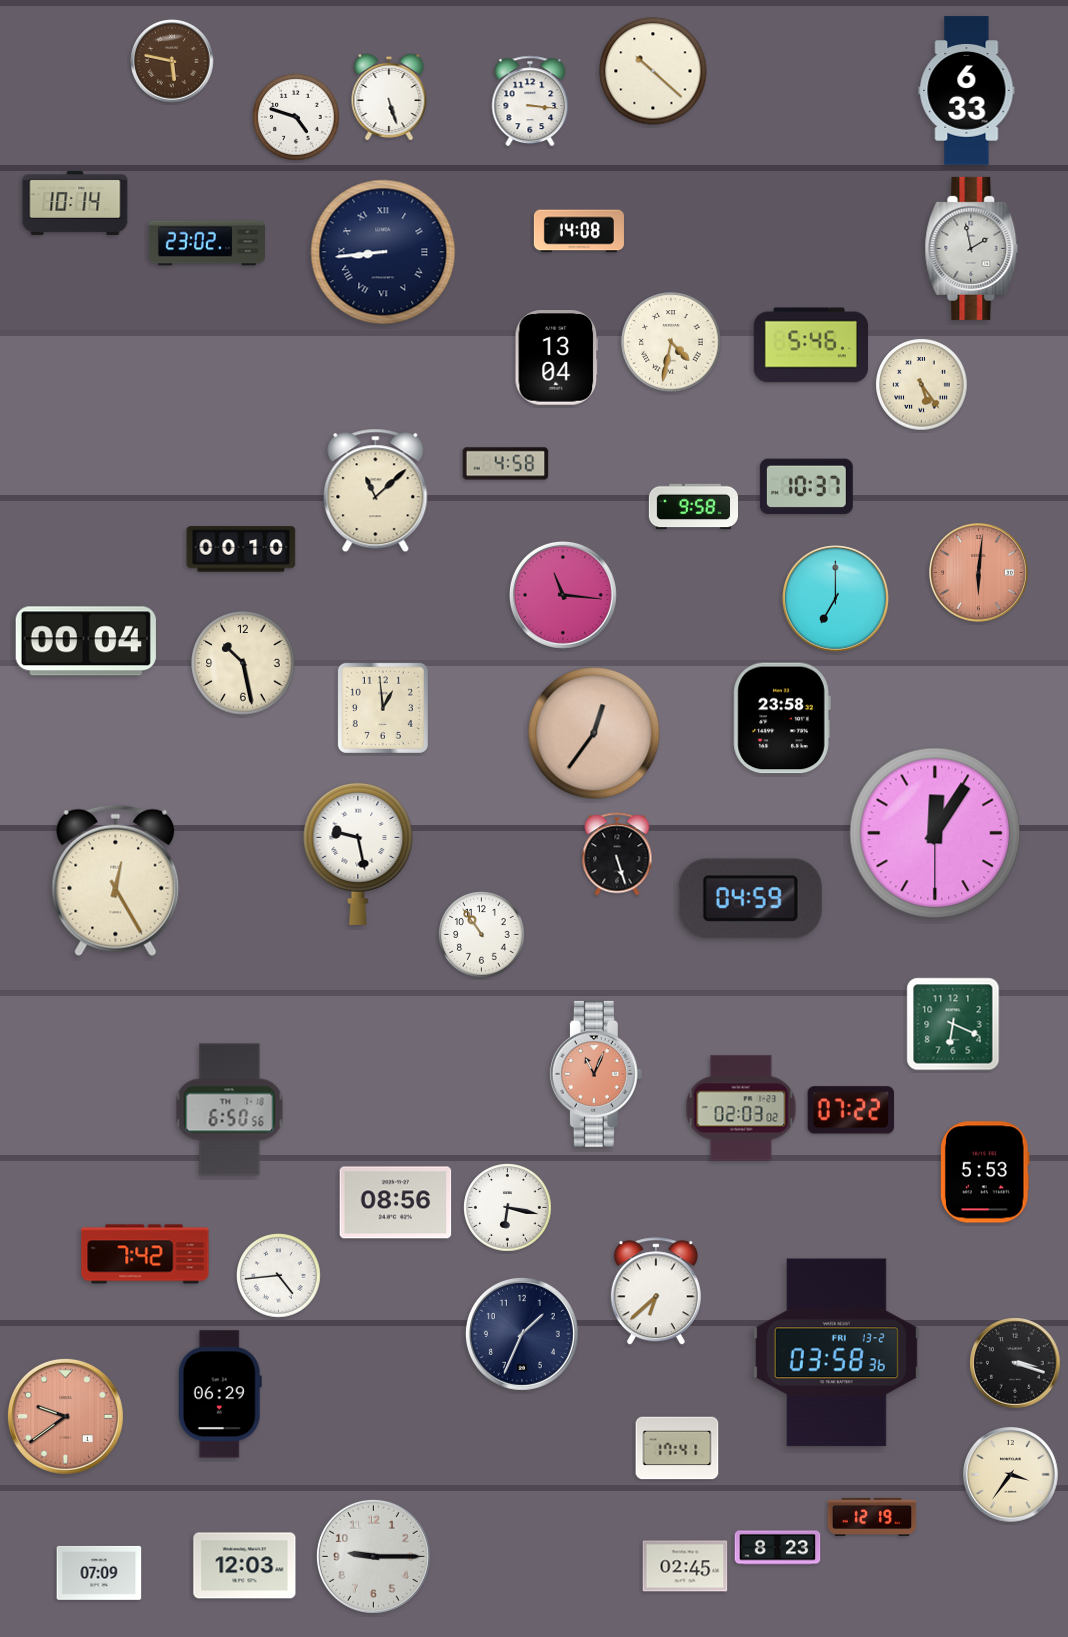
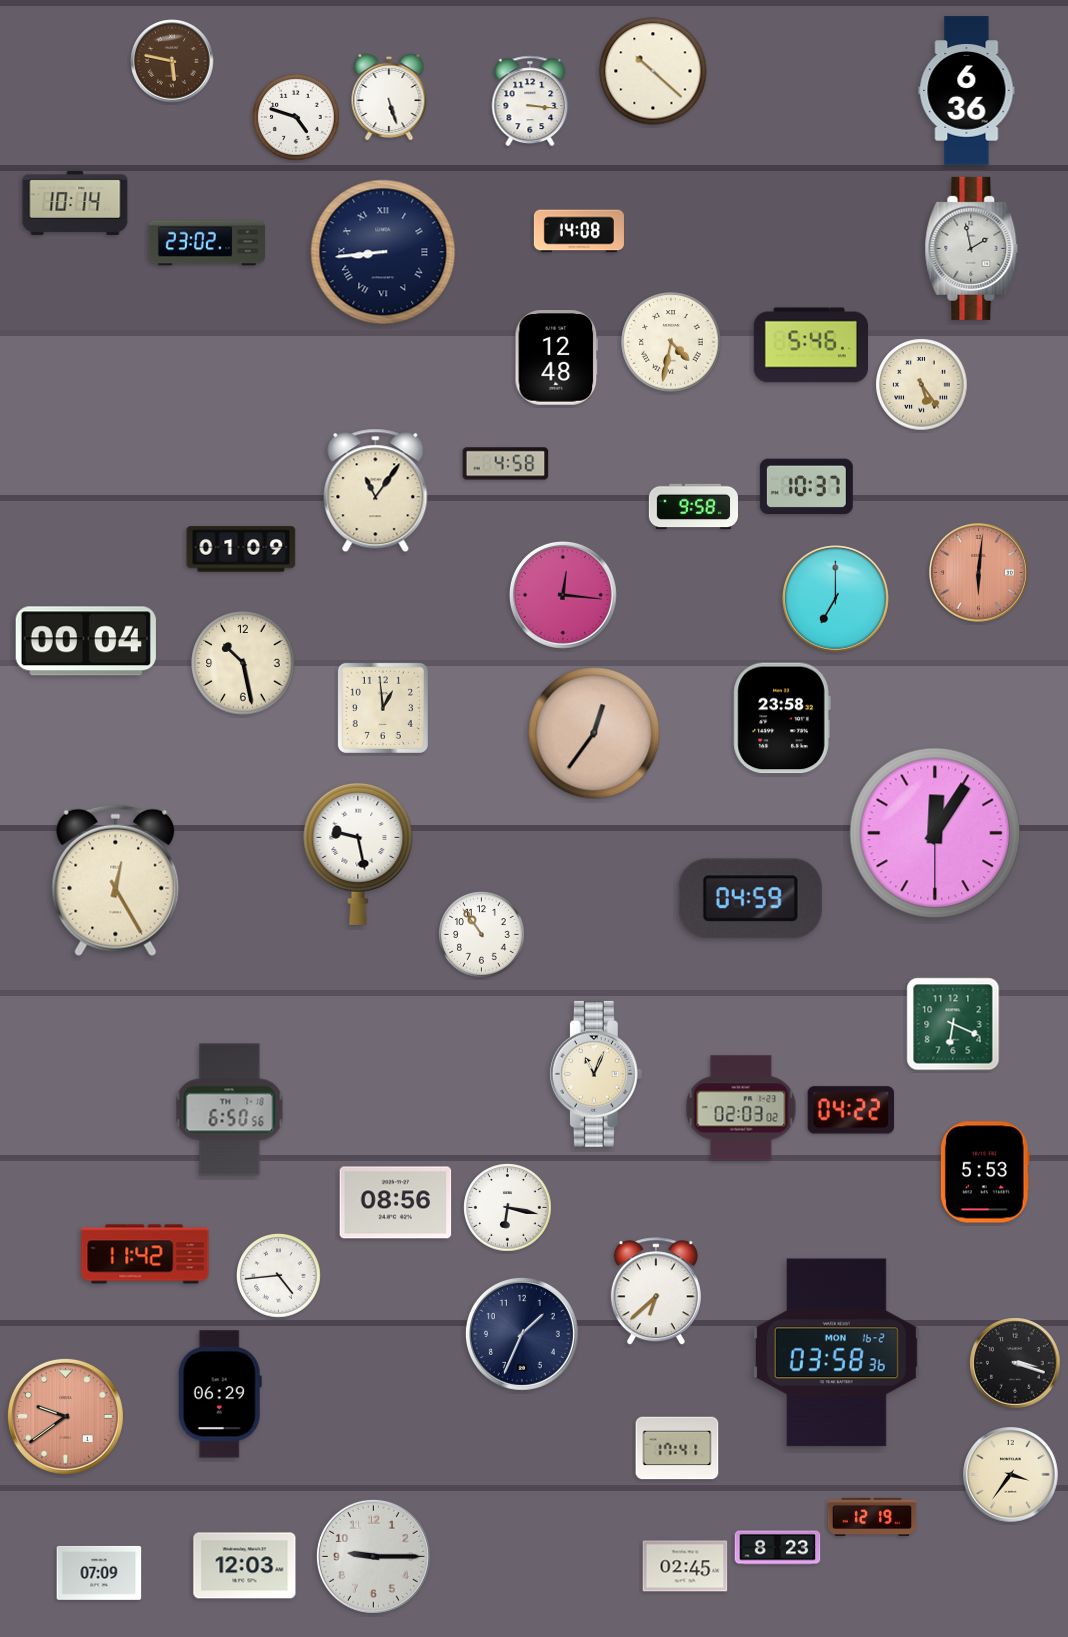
clock at (967, 91): 6:33 -> 6:36
clock at (557, 358): 13:04 -> 12:48
clock at (376, 491): 11:08 -> 11:06
clock at (241, 549): 00:10 -> 01:09
clock at (563, 595): 11:16 -> 12:16
clock at (617, 854): 5:27 -> none
clock at (596, 1074) dial: salmon -> cream
clock at (851, 1110): 07:22 -> 04:22
clock at (145, 1254): 7:42 -> 11:42
clock at (836, 1353) date: FRI 13-2 -> MON 16-2
